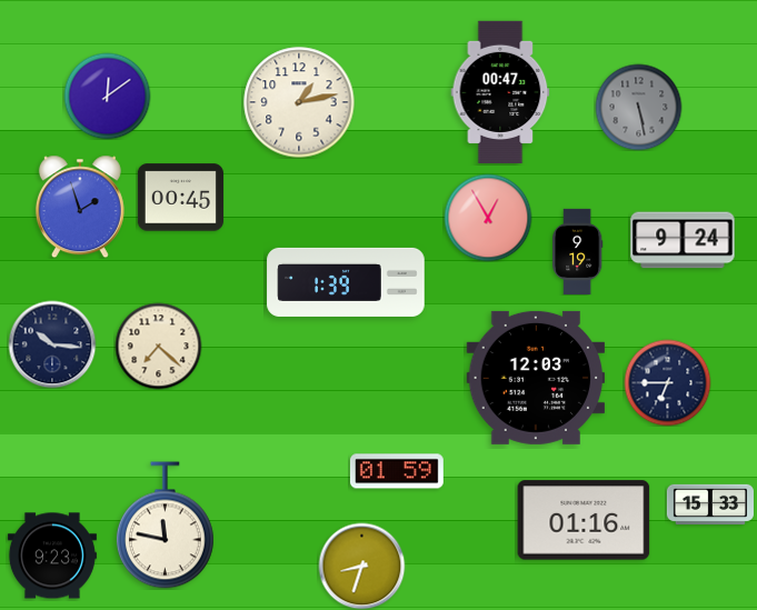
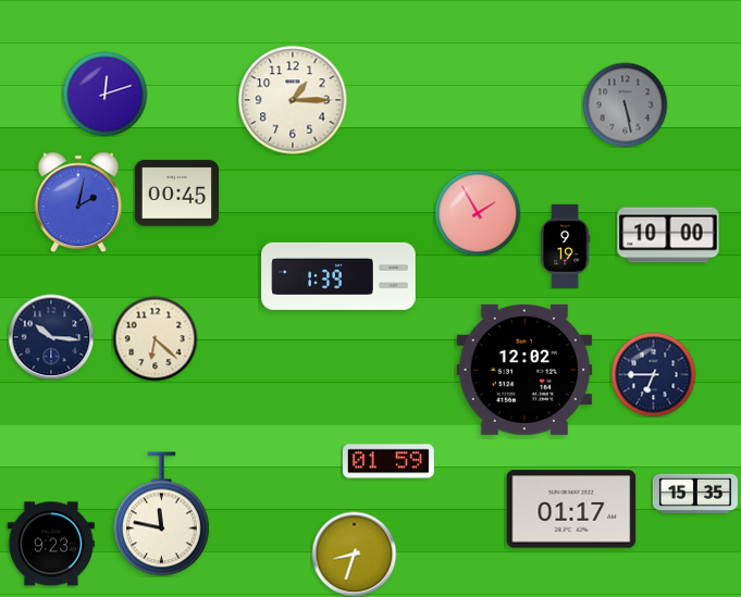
clock at (500, 92): 00:47 -> none
clock at (107, 96): 12:09 -> 12:12
clock at (299, 102): 1:13 -> 1:15
clock at (80, 207): 1:57 -> 2:02
clock at (488, 218): 12:55 -> 1:55
clock at (683, 240): 9:24 -> 10:00
clock at (158, 346): 7:22 -> 6:22
clock at (536, 378): 12:03 -> 12:02
clock at (710, 503): 15:33 -> 15:35
clock at (584, 520): 01:16 -> 01:17
